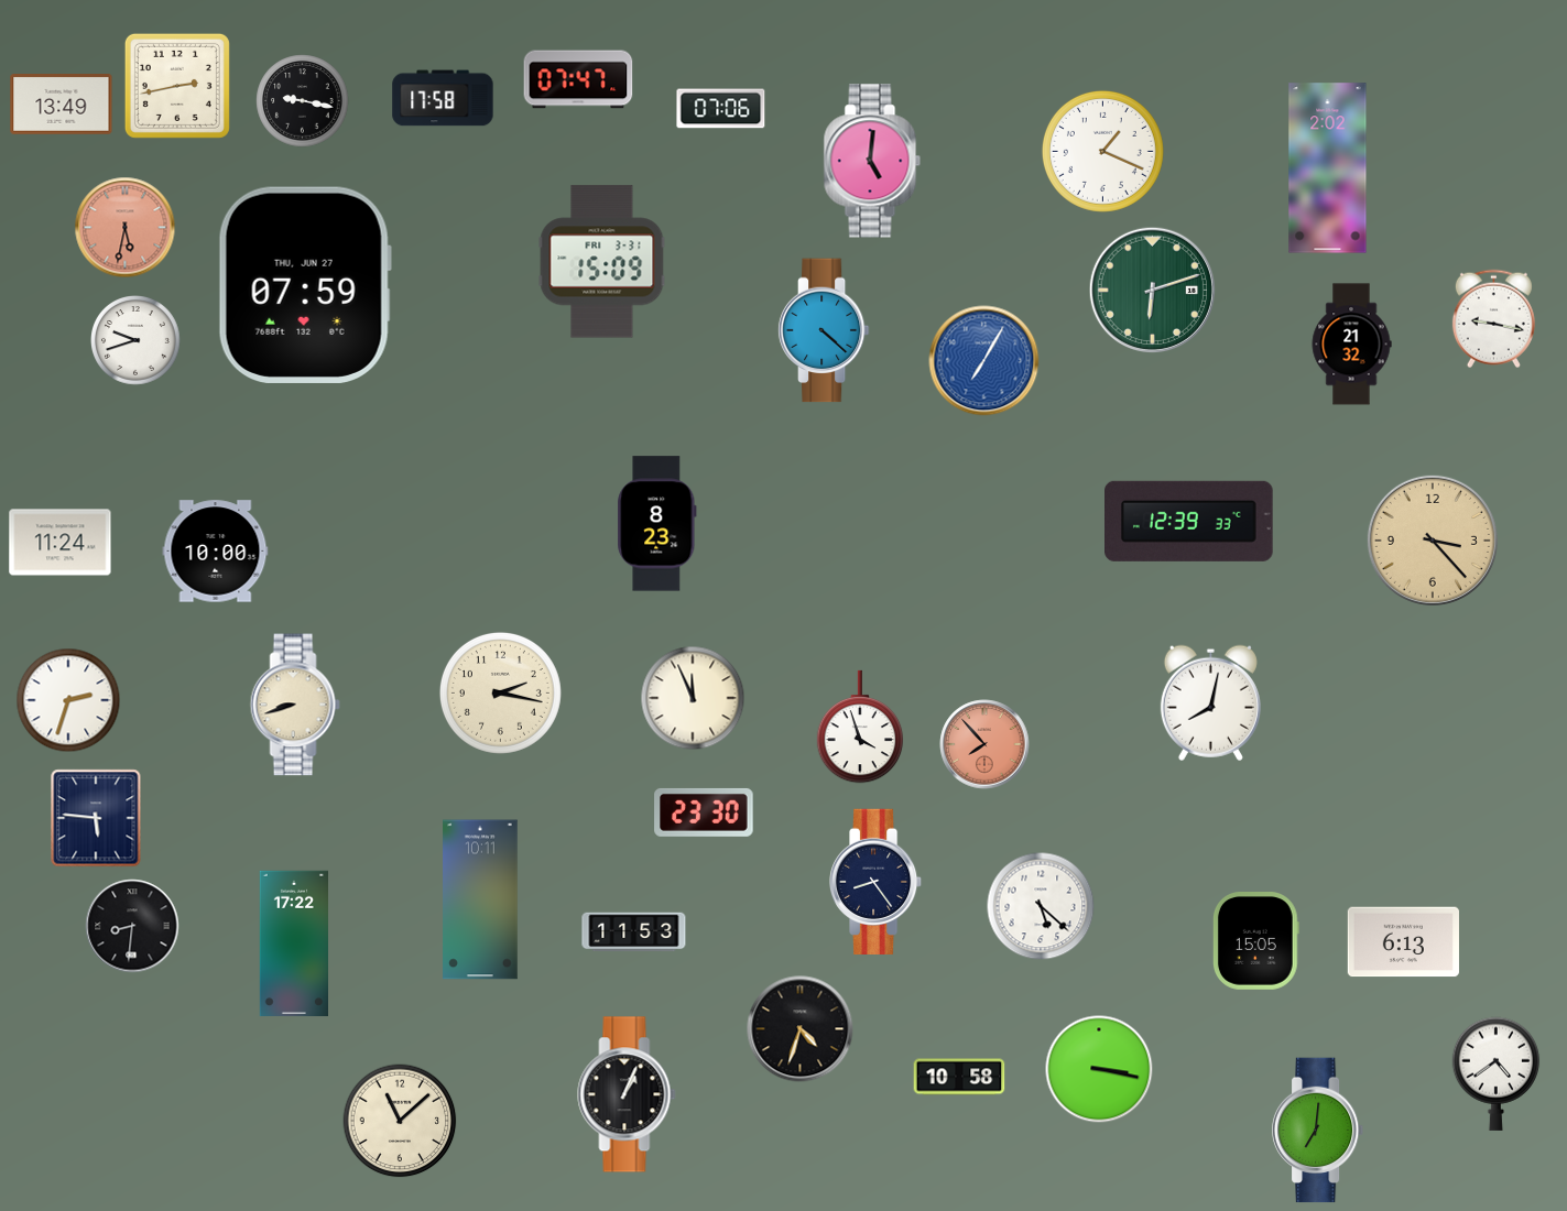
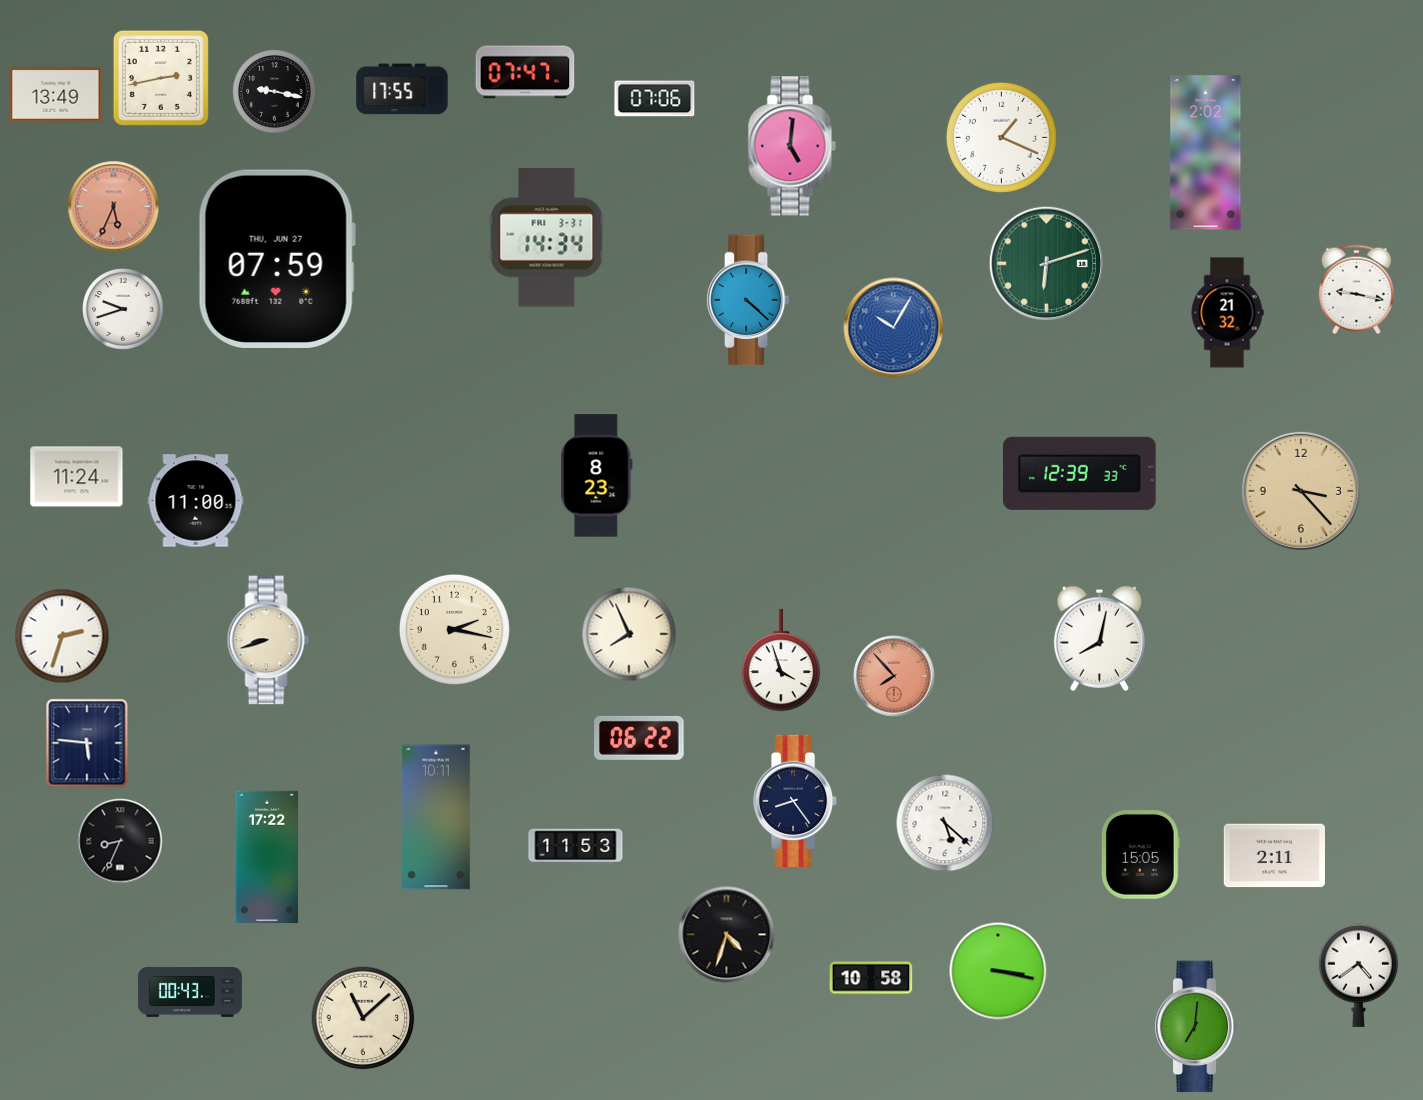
clock at (443, 98): 17:58 -> 17:55
clock at (126, 228): 5:32 -> 5:34
clock at (602, 262): 15:09 -> 14:34
clock at (984, 361): 7:05 -> 10:05
clock at (61, 543) position: (61, 543) -> (77, 477)
clock at (216, 552): 10:00 -> 11:00
clock at (693, 698): 11:56 -> 7:56
clock at (704, 812): 23:30 -> 06:22
clock at (132, 926): 8:31 -> 8:34
clock at (1403, 942): 6:13 -> 2:11
clock at (191, 992): none -> 00:43
clock at (627, 1094): 1:04 -> none
